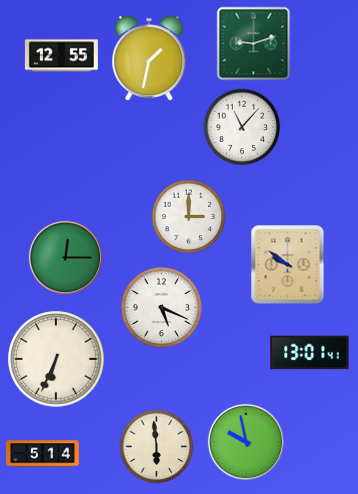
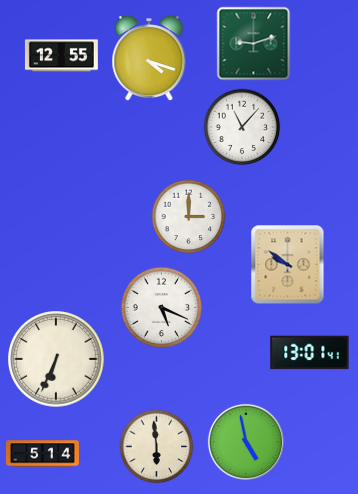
clock at (149, 59): 1:32 -> 4:18
clock at (65, 257): 12:15 -> none
clock at (246, 442): 9:58 -> 4:58
